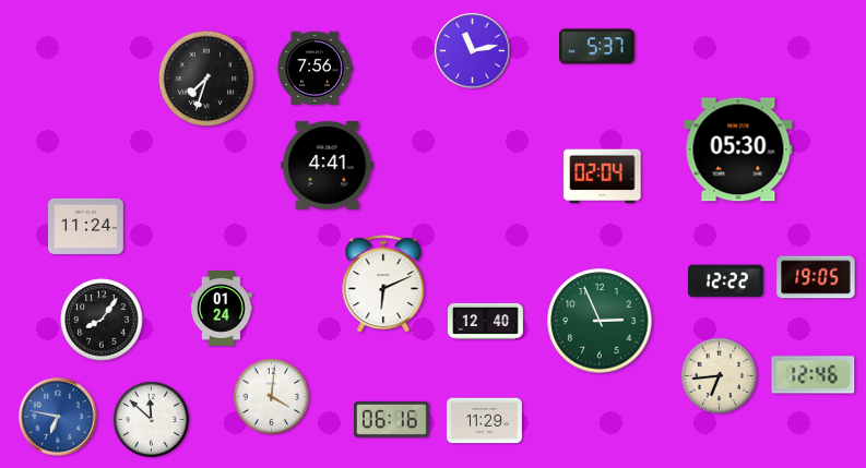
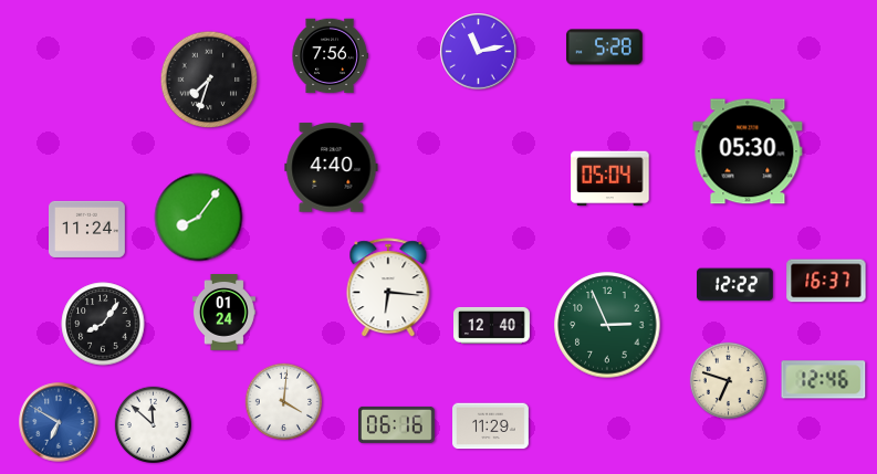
clock at (596, 47): 5:37 -> 5:28
clock at (315, 69) position: (315, 69) -> (330, 56)
clock at (328, 166): 4:41 -> 4:40
clock at (603, 177): 02:04 -> 05:04
clock at (199, 218): none -> 8:06
clock at (816, 277): 19:05 -> 16:37
clock at (383, 285): 6:11 -> 6:16
clock at (719, 375): 6:44 -> 6:48
clock at (271, 396) position: (271, 396) -> (283, 401)
clock at (58, 417): 6:47 -> 6:50
